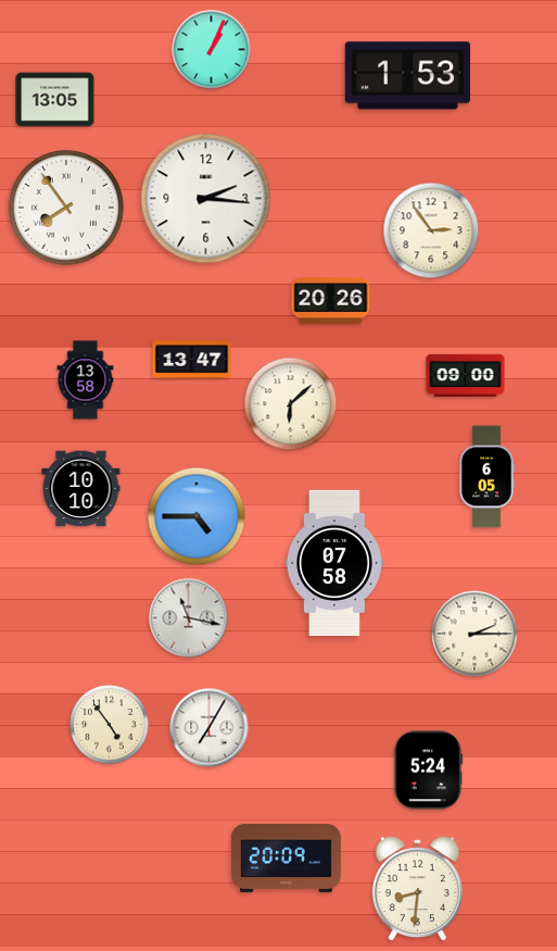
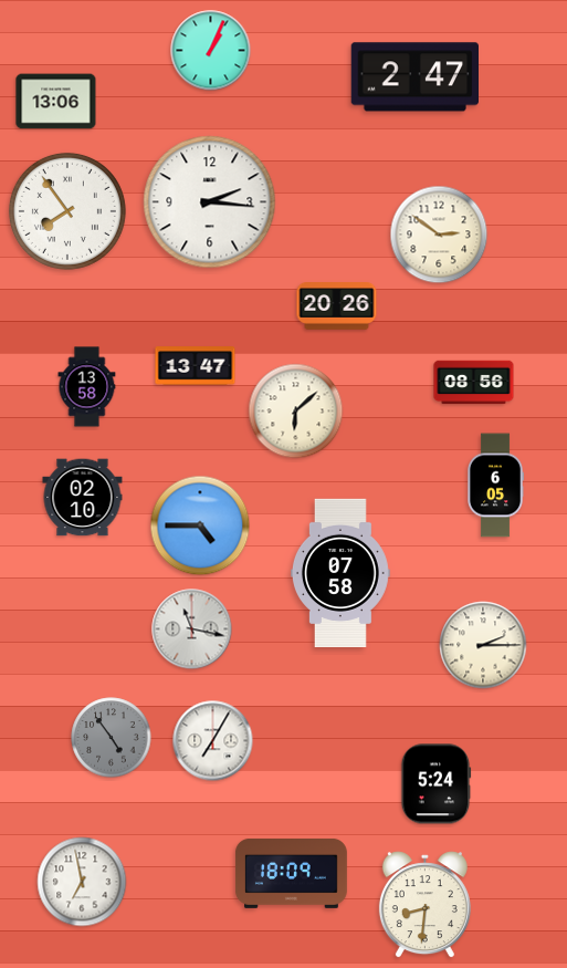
clock at (212, 50) position: (212, 50) -> (211, 51)
clock at (407, 76): 1:53 -> 2:47
clock at (55, 100): 13:05 -> 13:06
clock at (431, 230): 2:54 -> 2:51
clock at (466, 376): 09:00 -> 08:56
clock at (81, 489): 10:10 -> 02:10
clock at (110, 725) dial: cream -> grey
clock at (286, 858): 20:09 -> 18:09
clock at (82, 882): none -> 6:58
